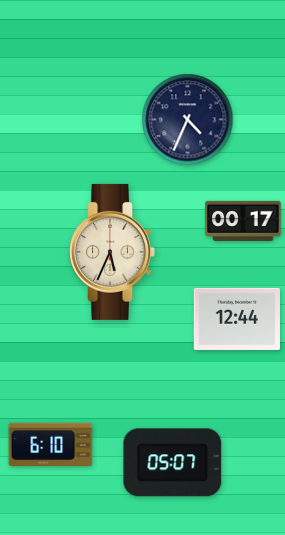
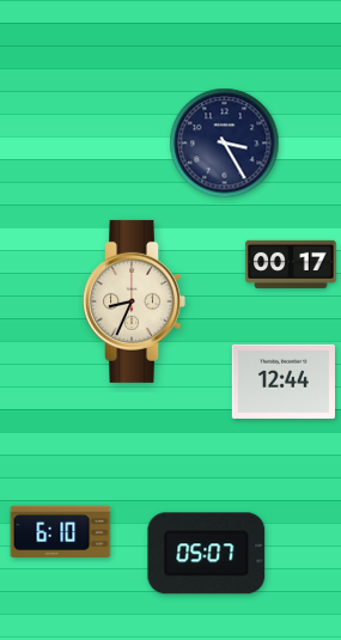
clock at (188, 120): 4:34 -> 3:25
clock at (112, 252): 5:34 -> 8:34
